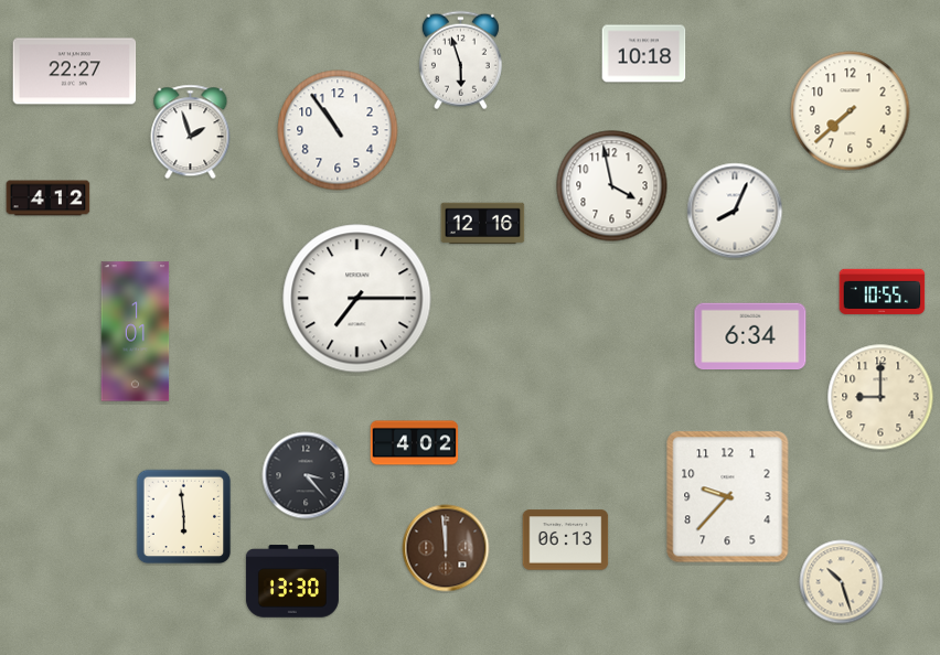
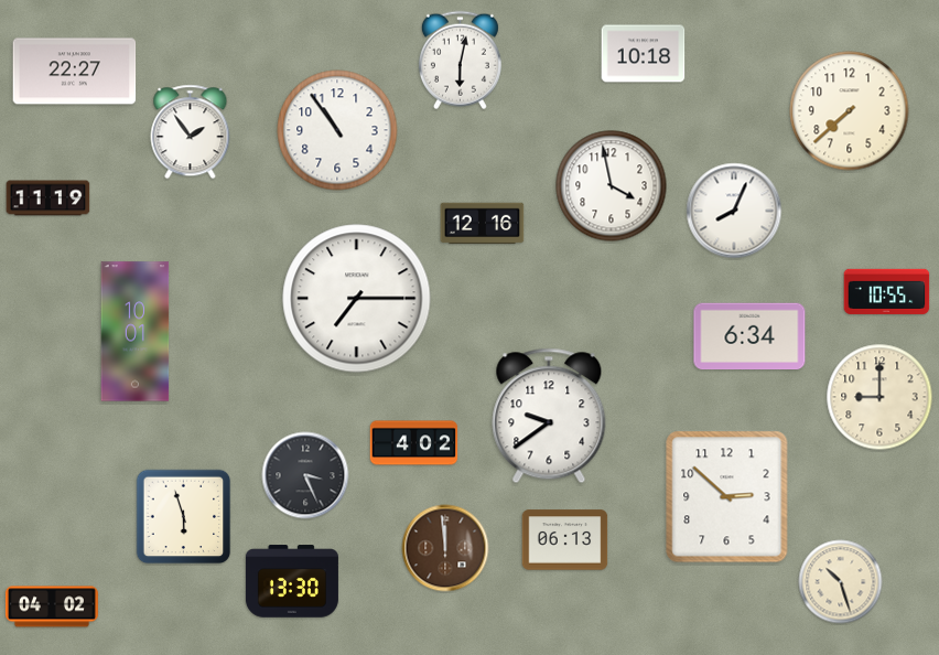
clock at (460, 61): 5:57 -> 6:02
clock at (191, 132): 1:57 -> 1:54
clock at (49, 198): 4:12 -> 11:19
clock at (883, 291) position: (883, 291) -> (887, 291)
clock at (136, 332): 1:01 -> 10:01
clock at (549, 416): none -> 9:39
clock at (306, 475): 3:23 -> 3:26
clock at (728, 497): 9:37 -> 2:52
clock at (184, 517): 5:59 -> 5:57
clock at (52, 606): none -> 04:02
